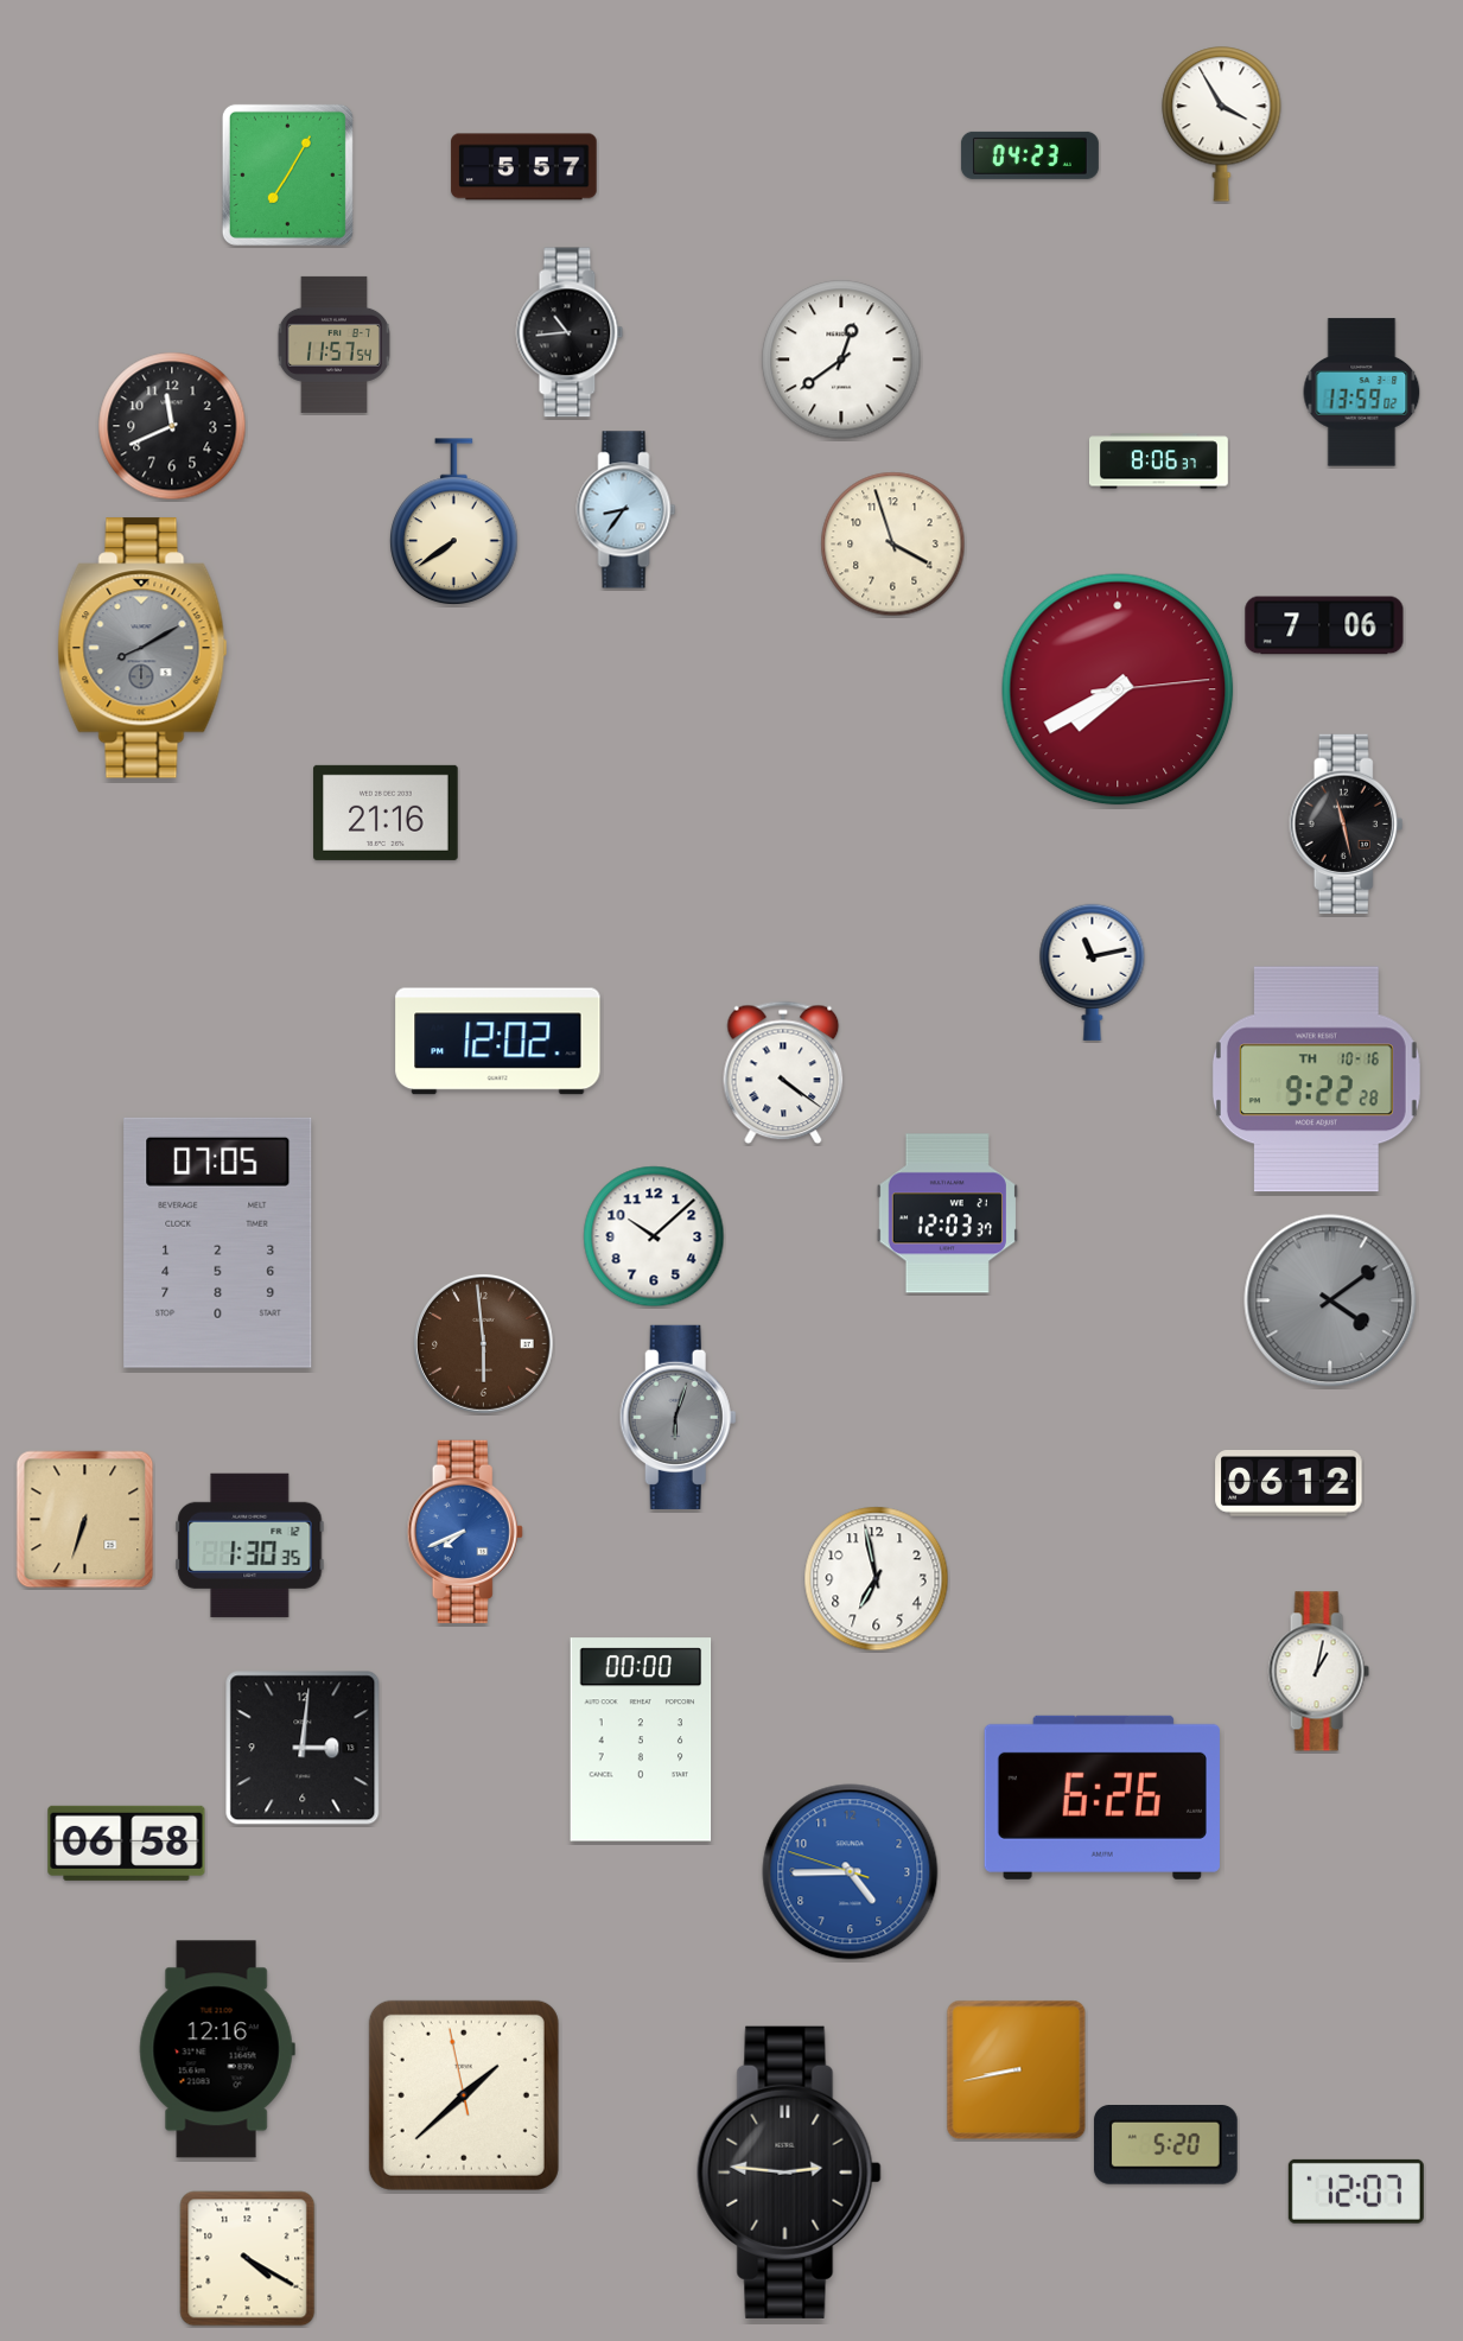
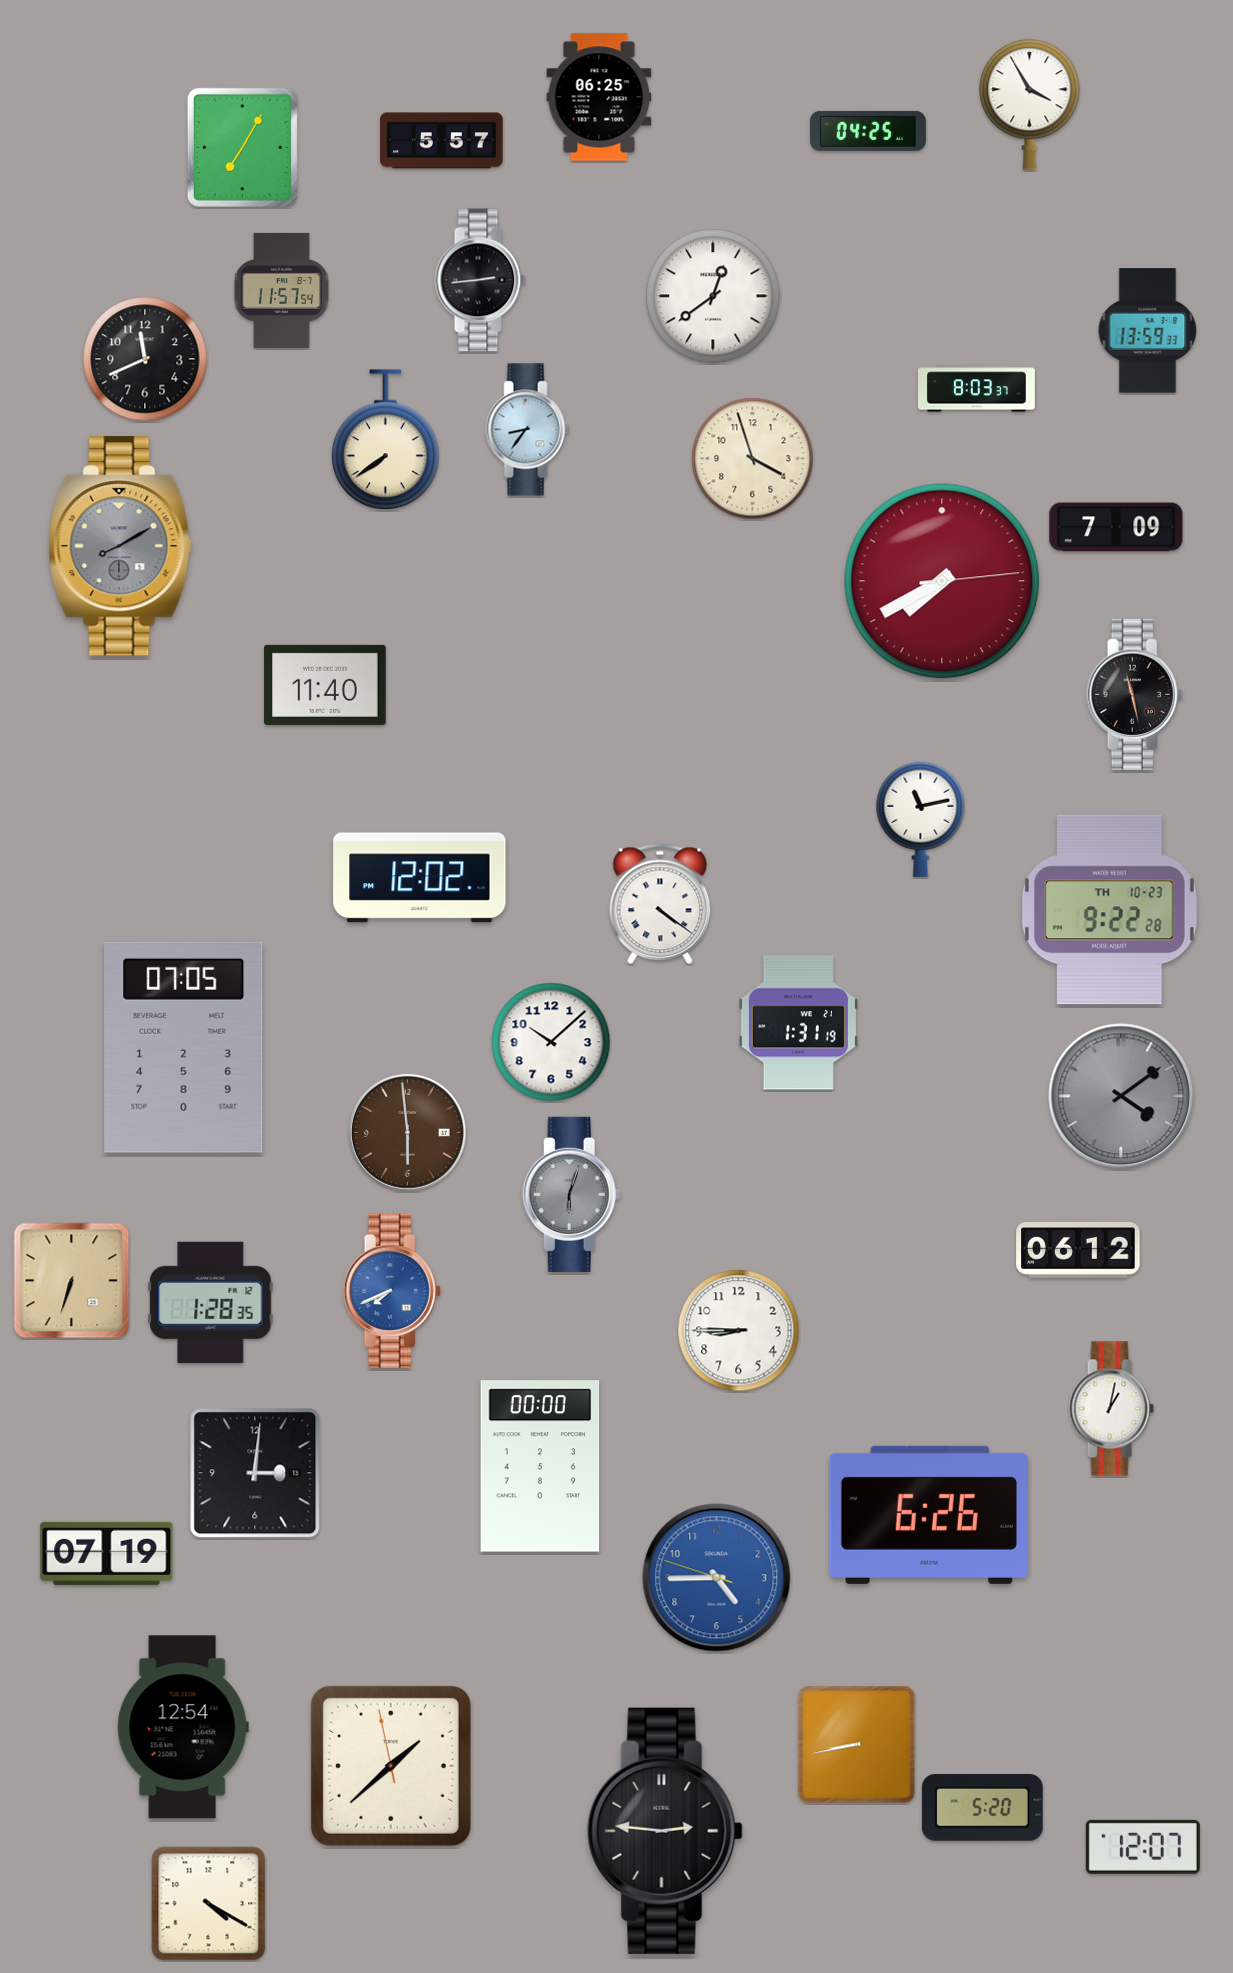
clock at (599, 97): none -> 06:25
clock at (1030, 155): 04:23 -> 04:25
clock at (570, 332): 10:44 -> 2:44
clock at (841, 360) position: (841, 360) -> (713, 296)
clock at (1362, 393): 13:59:02 -> 13:59:33
clock at (1158, 462): 8:06 -> 8:03
clock at (454, 521) position: (454, 521) -> (386, 439)
clock at (1324, 625): 7:06 -> 7:09
clock at (386, 813): 21:16 -> 11:40
clock at (1316, 1080) date: TH 10-16 -> TH 10-23
clock at (947, 1214): 12:03 -> 1:31
clock at (1289, 1484) position: (1289, 1484) -> (1078, 1251)
clock at (250, 1545): 1:30 -> 1:28
clock at (877, 1579): 6:58 -> 8:45
clock at (127, 1843): 06:58 -> 07:19
clock at (217, 2049): 12:16 -> 12:54
